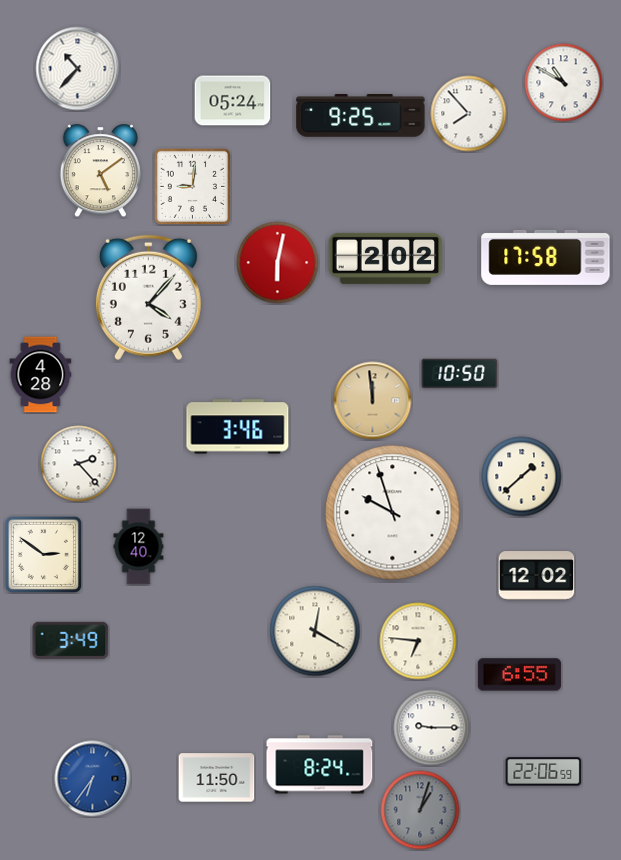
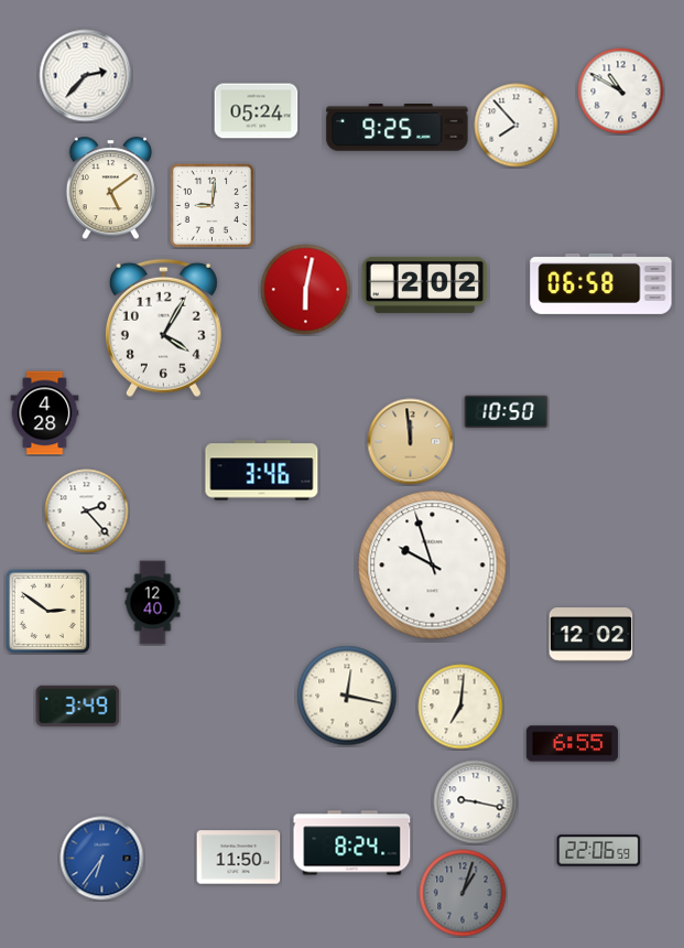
clock at (78, 69): 10:37 -> 2:37
clock at (546, 257): 17:58 -> 06:58
clock at (148, 298): 4:07 -> 4:05
clock at (522, 477): 1:38 -> none
clock at (315, 631): 12:20 -> 12:17
clock at (418, 641): 6:46 -> 7:01
clock at (432, 728): 9:15 -> 9:17
